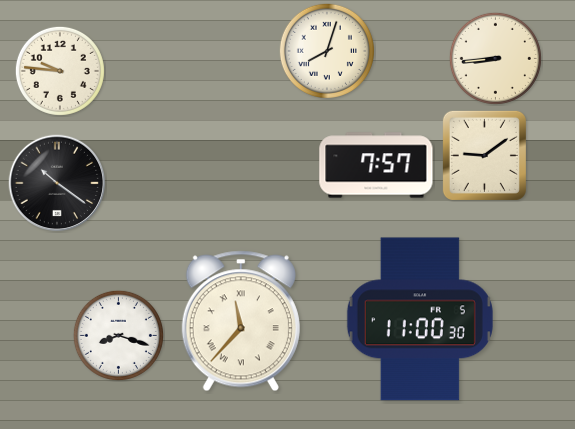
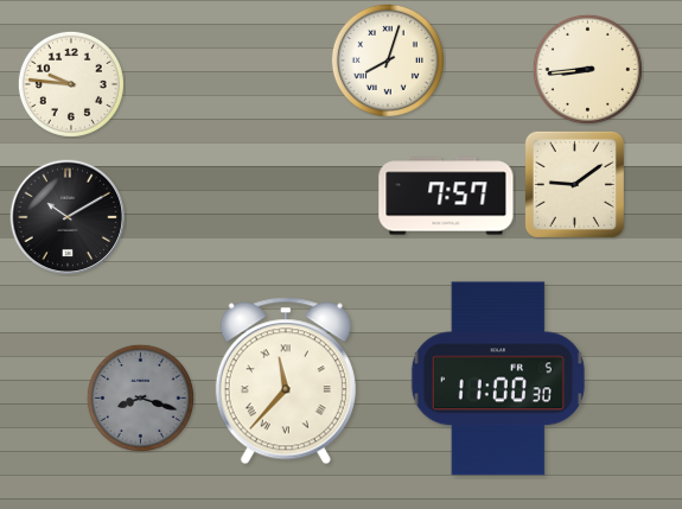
clock at (57, 183): 10:21 -> 10:10
clock at (118, 335) dial: white -> grey
